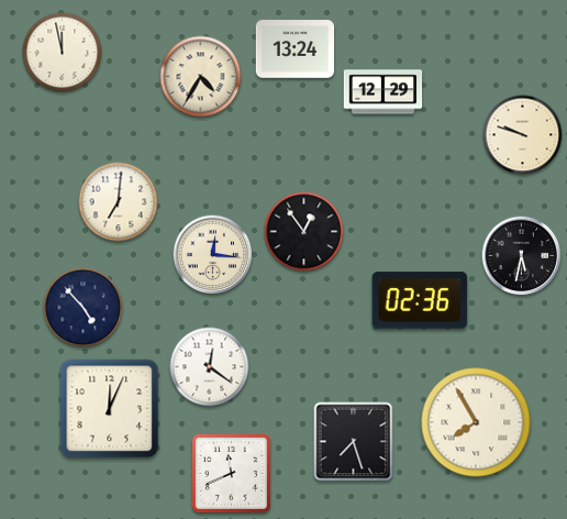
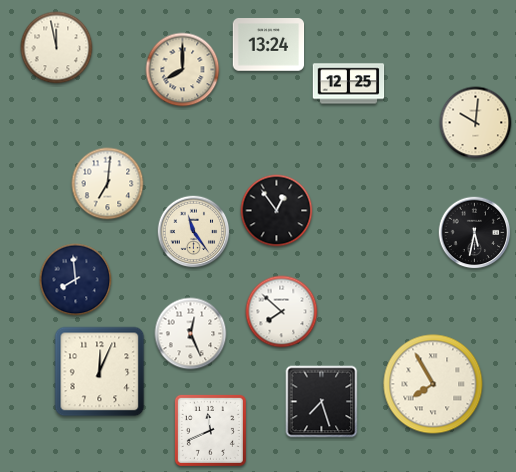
clock at (201, 77): 4:35 -> 8:00
clock at (383, 92): 12:29 -> 12:25
clock at (523, 135): 9:48 -> 10:01
clock at (213, 255): 12:16 -> 11:24
clock at (420, 300): 02:36 -> none
clock at (84, 308): 4:53 -> 7:59
clock at (282, 312): none -> 7:52
clock at (210, 367): 12:21 -> 12:26
